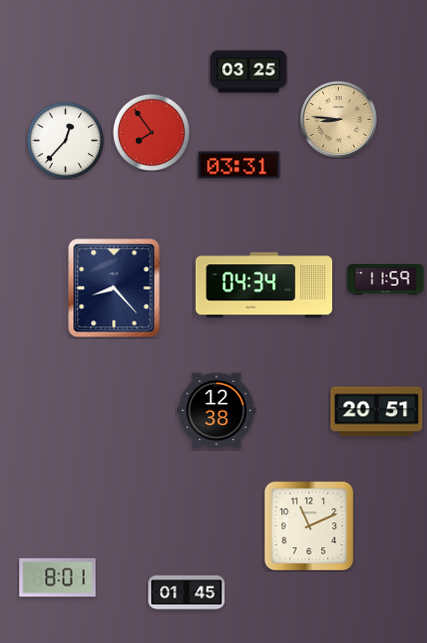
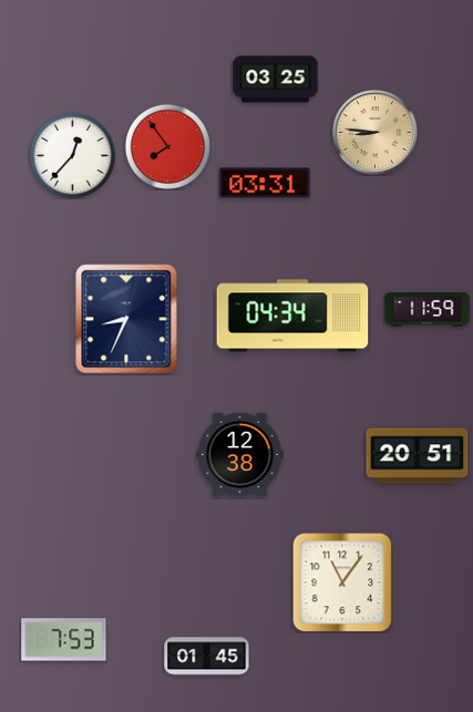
clock at (114, 288): 8:23 -> 8:34
clock at (309, 526): 11:11 -> 11:06
clock at (58, 578): 8:01 -> 7:53
